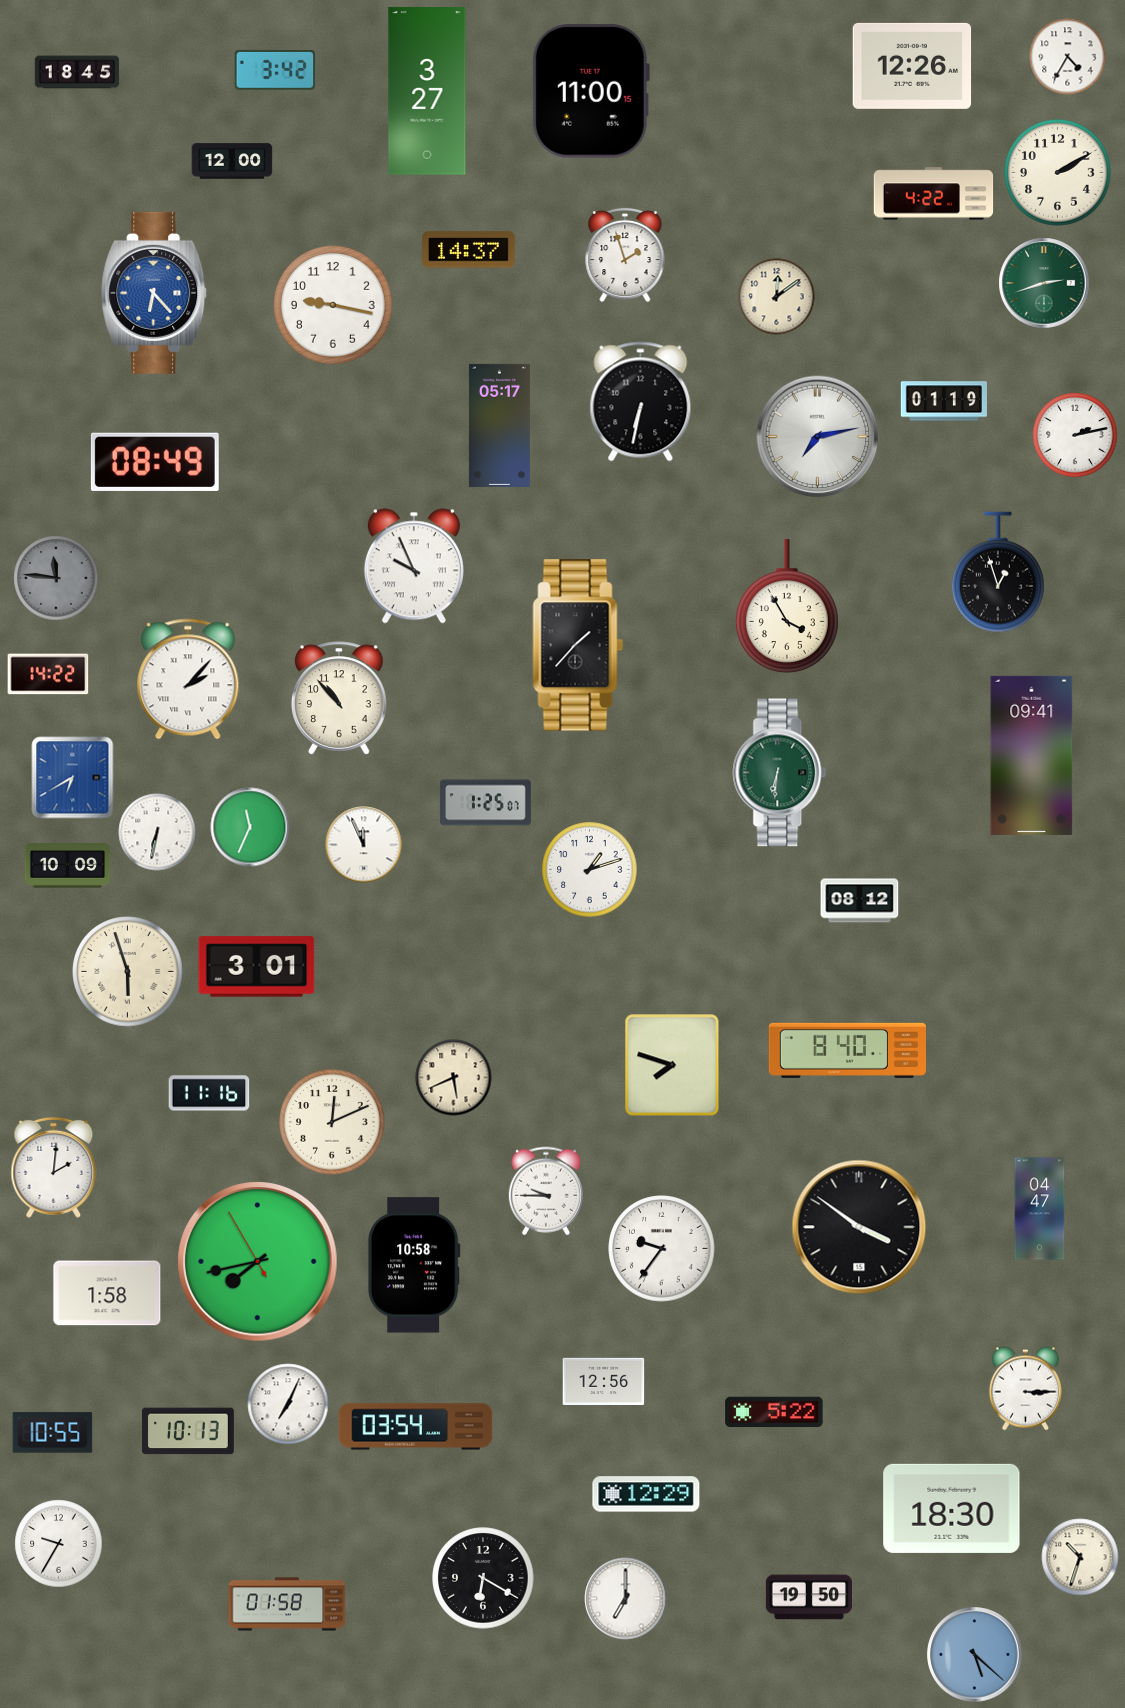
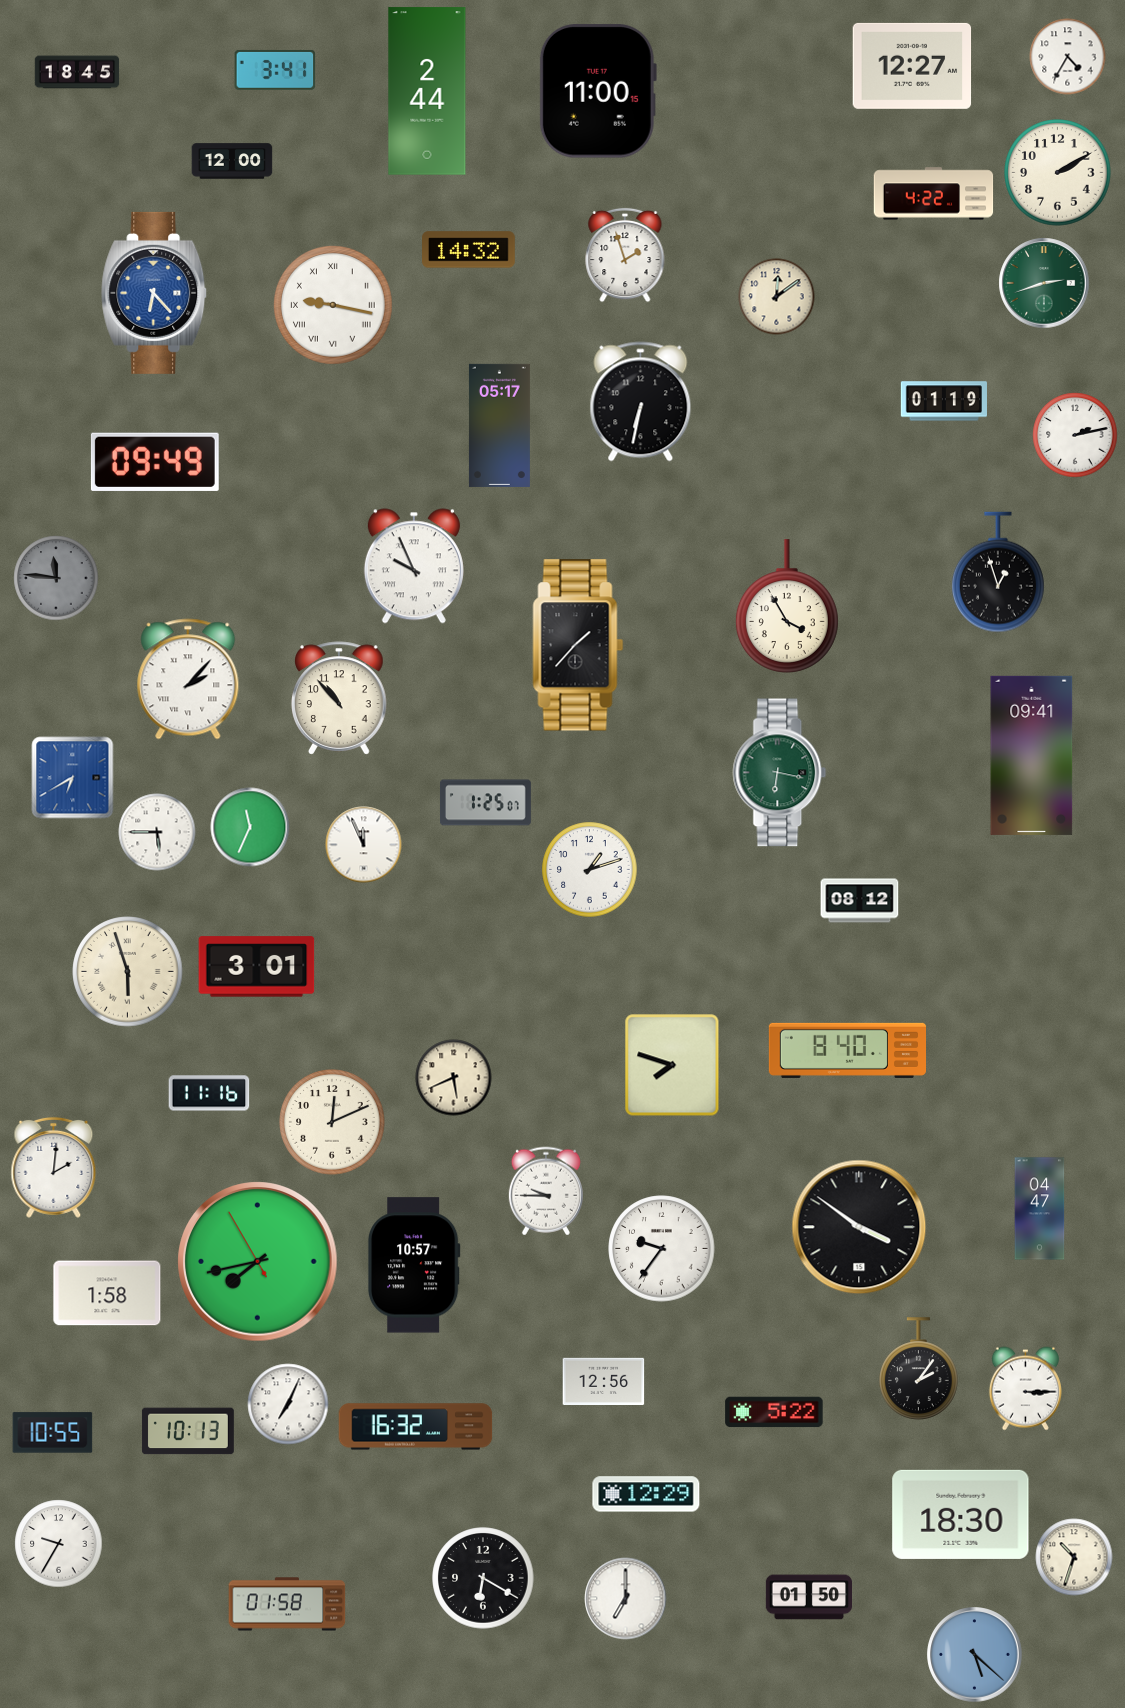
clock at (912, 66): 12:26 -> 12:27
clock at (275, 70): 3:42 -> 3:41
clock at (427, 91): 3:27 -> 2:44
clock at (591, 91) position: (591, 91) -> (598, 91)
clock at (469, 250): 14:37 -> 14:32
clock at (334, 306) numerals: Arabic -> Roman
clock at (818, 437): 7:13 -> none
clock at (155, 462): 08:49 -> 09:49
clock at (48, 674): 14:22 -> none
clock at (780, 773): 6:31 -> 6:17
clock at (157, 832): 6:32 -> 5:45
clock at (68, 866): 10:09 -> none
clock at (414, 1265): 10:58 -> 10:57
clock at (919, 1369): none -> 2:06
clock at (416, 1427): 03:54 -> 16:32
clock at (952, 1508) position: (952, 1508) -> (961, 1514)
clock at (1080, 1557) position: (1080, 1557) -> (1074, 1557)
clock at (808, 1597): 19:50 -> 01:50
